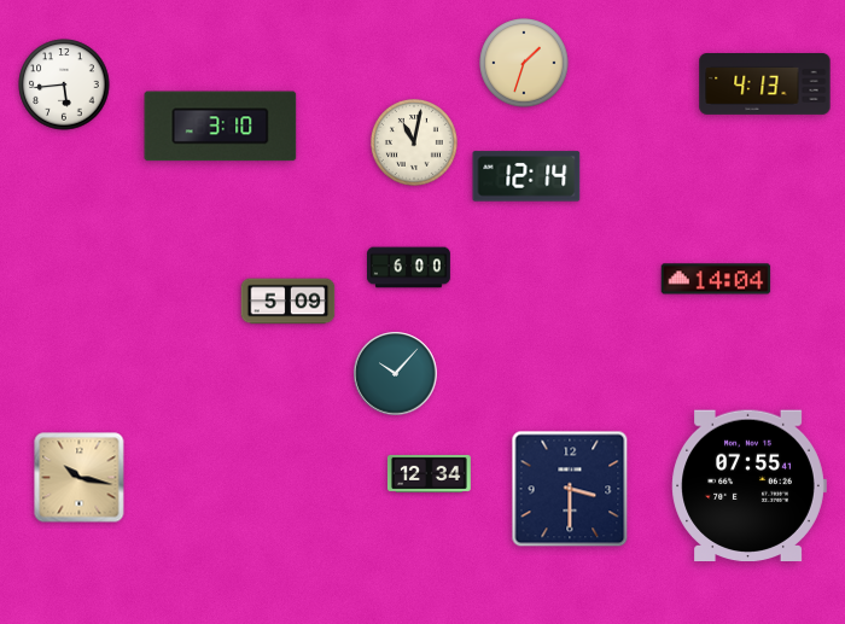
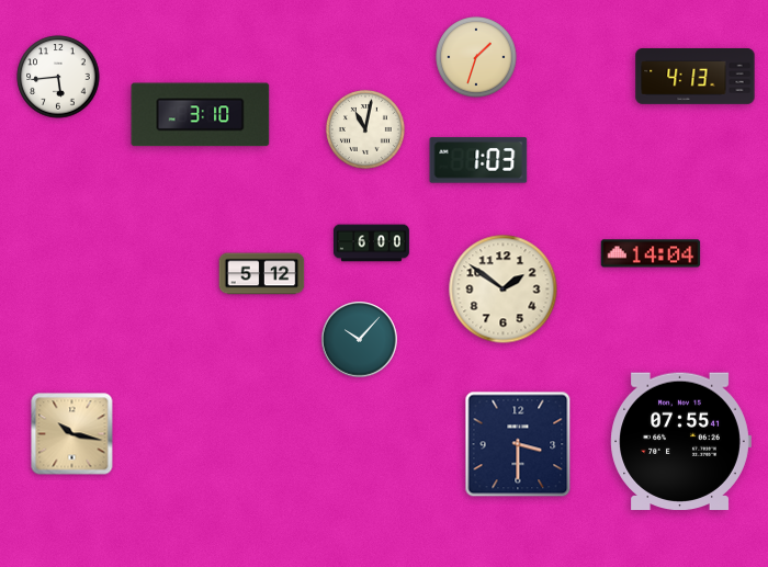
clock at (414, 142) position: (414, 142) -> (365, 129)
clock at (526, 176): 12:14 -> 1:03
clock at (289, 302): 5:09 -> 5:12
clock at (504, 290): none -> 1:51
clock at (430, 473): 12:34 -> none
